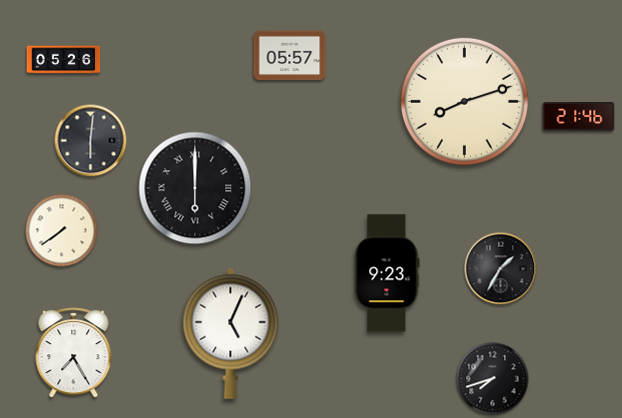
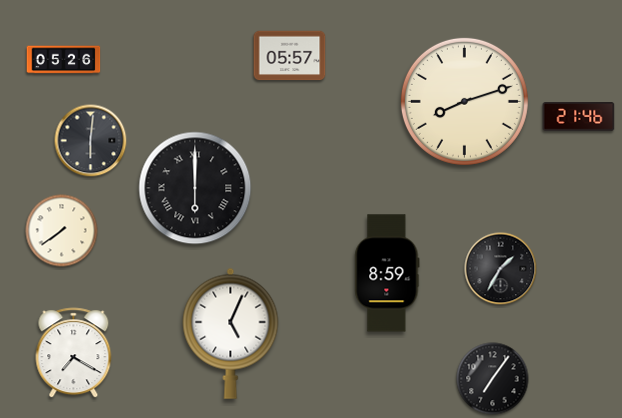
clock at (387, 273): 9:23 -> 8:59
clock at (74, 353): 7:25 -> 7:20
clock at (493, 379): 7:42 -> 7:06
